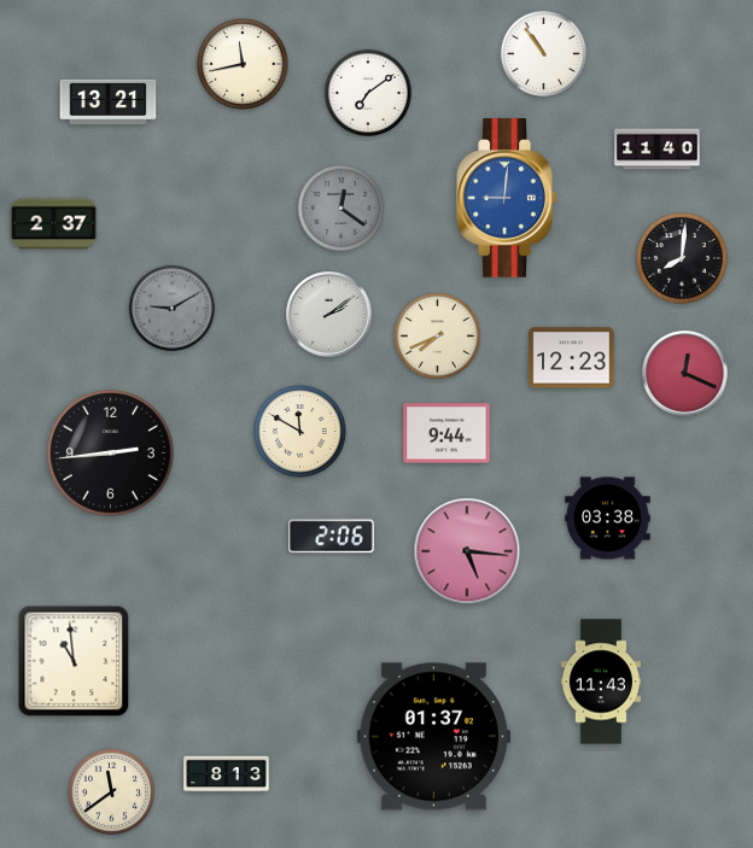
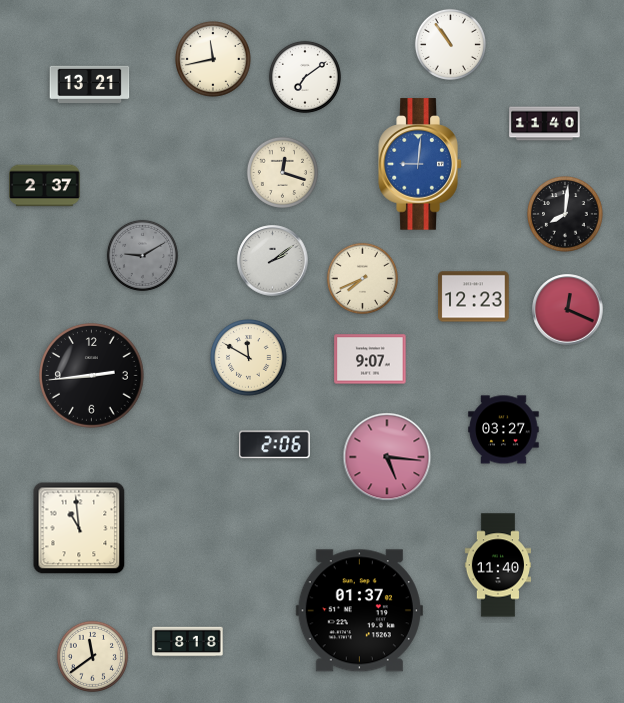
clock at (243, 64) position: (243, 64) -> (213, 59)
clock at (340, 207): 12:21 -> 12:18
clock at (340, 207) dial: grey -> cream
clock at (446, 433): 9:44 -> 9:07
clock at (608, 519): 03:38 -> 03:27
clock at (74, 661) position: (74, 661) -> (79, 528)
clock at (600, 682): 11:43 -> 11:40
clock at (227, 774): 8:13 -> 8:18
